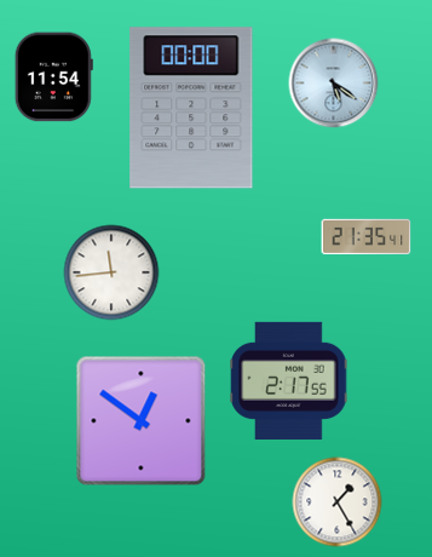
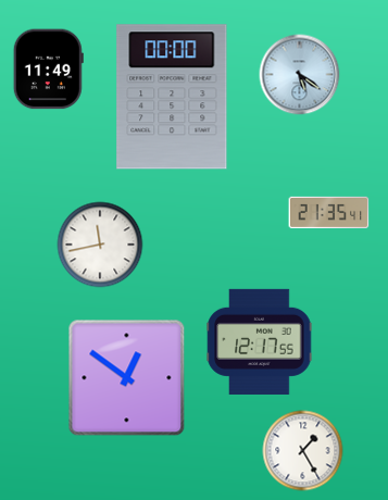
clock at (53, 77): 11:54 -> 11:49
clock at (111, 272): 11:44 -> 11:43
clock at (289, 380): 2:17 -> 12:17
